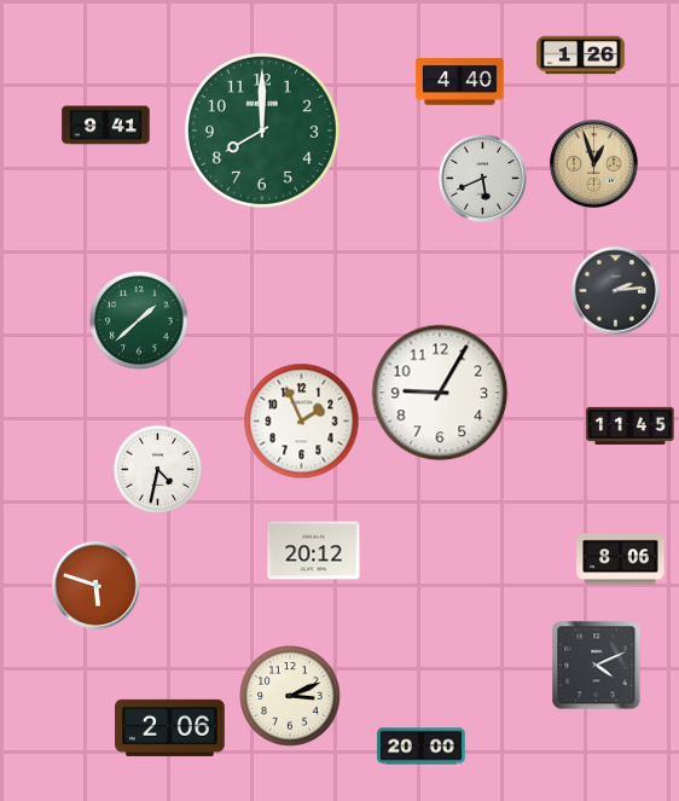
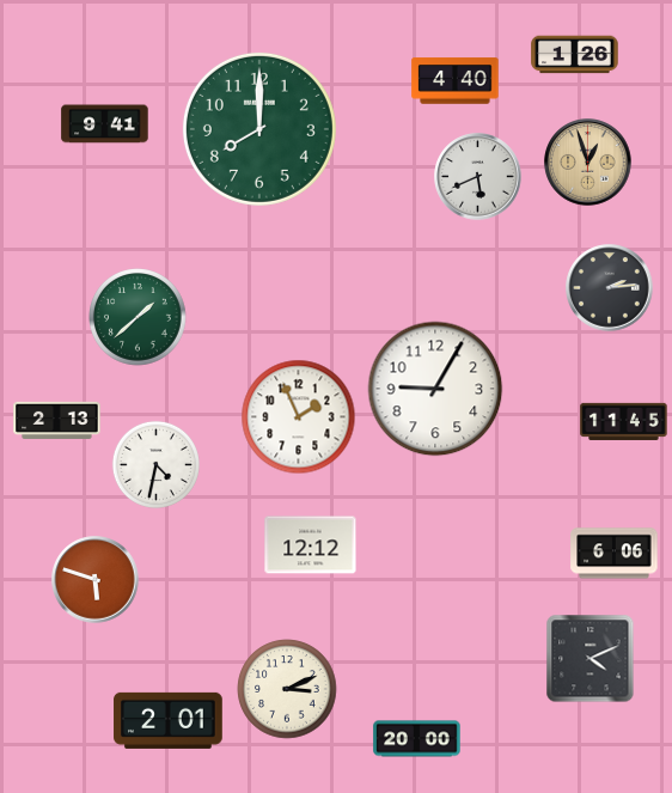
clock at (57, 420): none -> 2:13
clock at (314, 551): 20:12 -> 12:12
clock at (621, 559): 8:06 -> 6:06
clock at (170, 727): 2:06 -> 2:01
